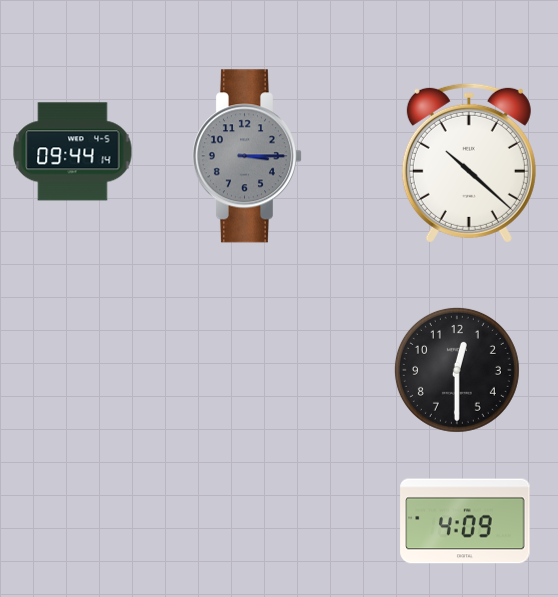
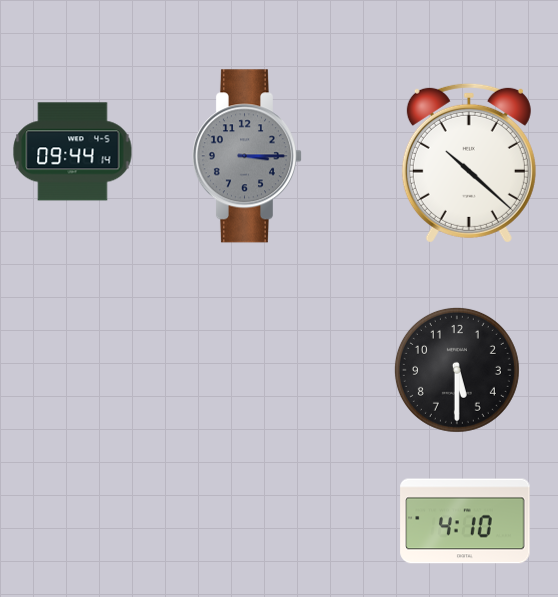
clock at (457, 370): 12:30 -> 5:30
clock at (465, 521): 4:09 -> 4:10
